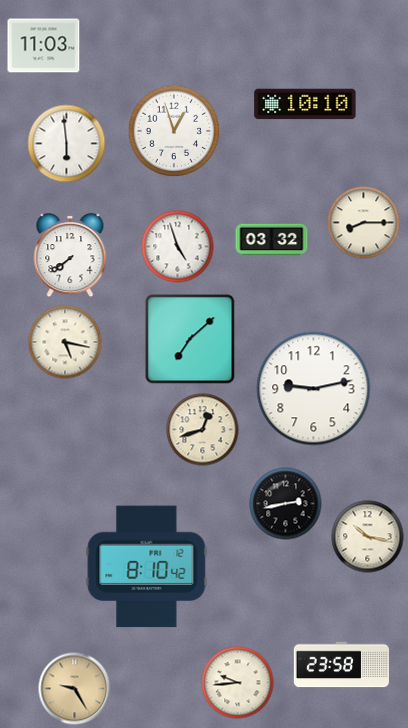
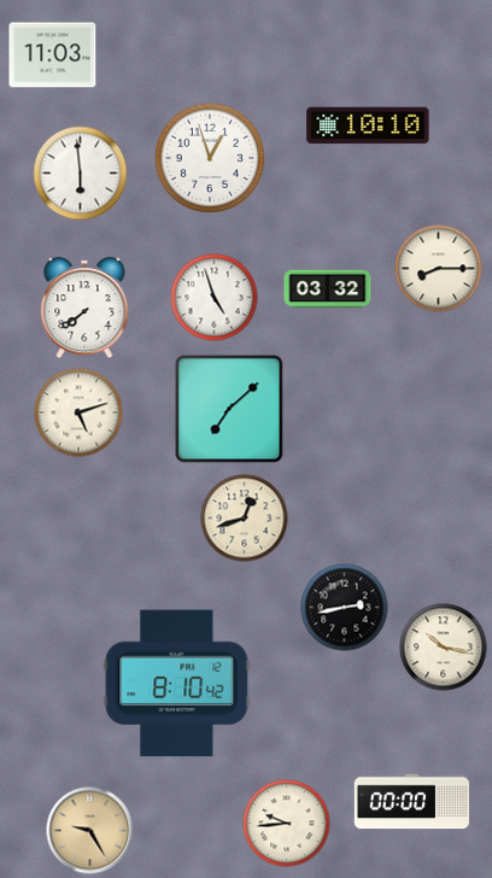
clock at (65, 342): 5:17 -> 5:12
clock at (314, 389): 9:13 -> none
clock at (341, 665): 23:58 -> 00:00
